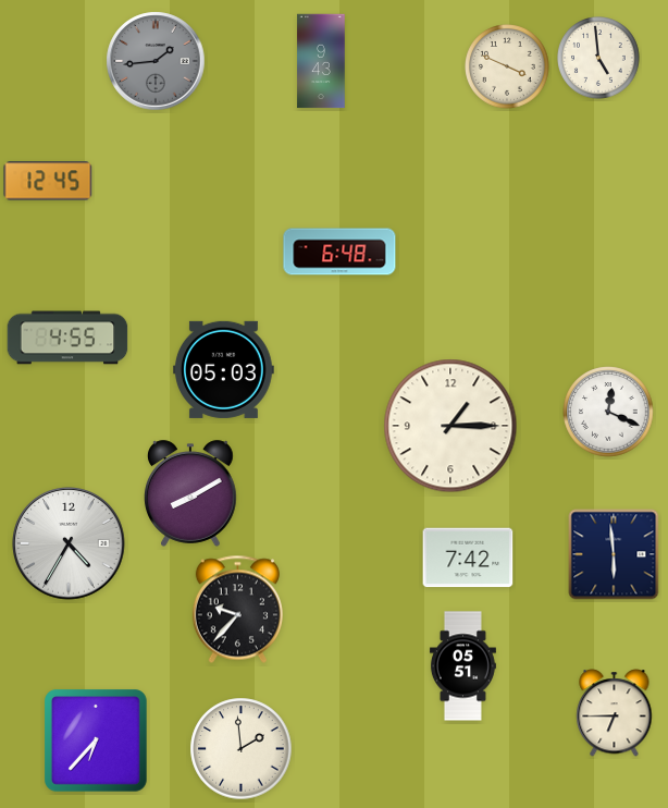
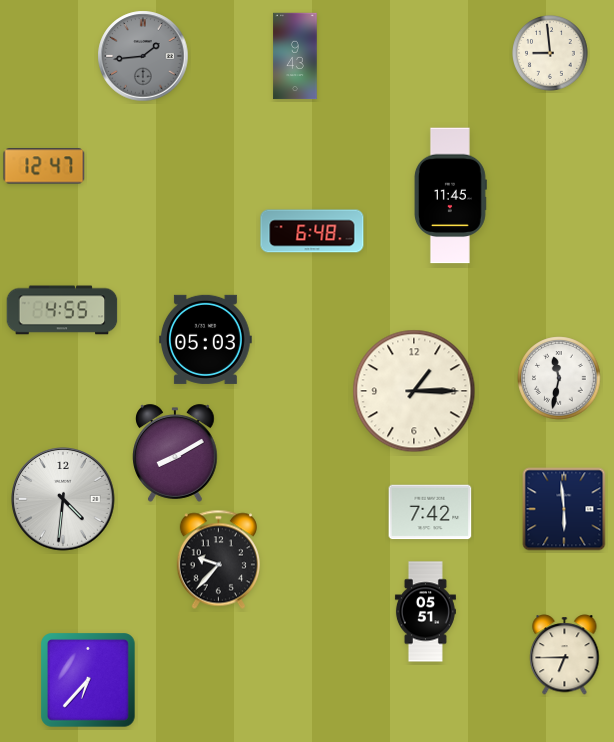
clock at (599, 59): 4:59 -> 8:59
clock at (507, 66): 3:49 -> none
clock at (48, 181): 12:45 -> 12:47
clock at (450, 196): none -> 11:45
clock at (608, 412): 12:19 -> 11:32
clock at (69, 543): 4:35 -> 4:31
clock at (242, 749): 1:59 -> none
